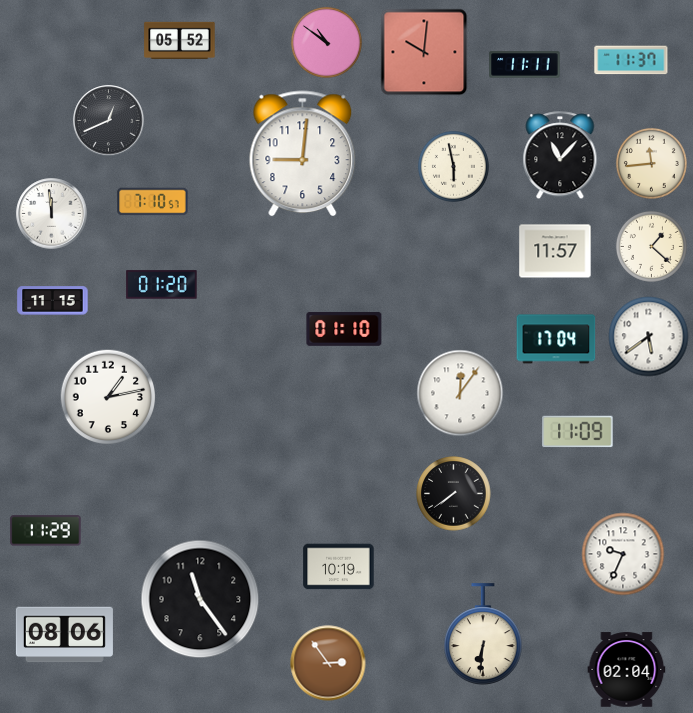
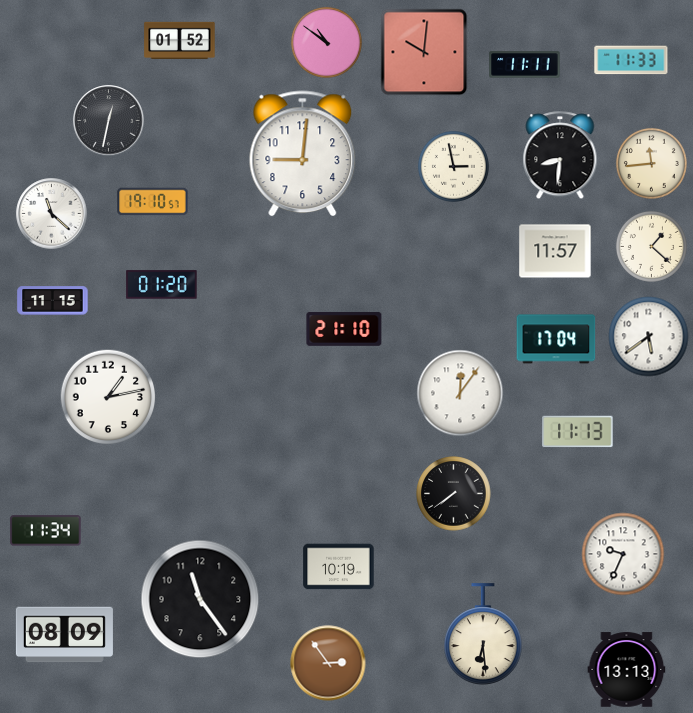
clock at (180, 40): 05:52 -> 01:52
clock at (631, 60): 11:37 -> 11:33
clock at (109, 121): 12:41 -> 12:32
clock at (560, 156): 11:07 -> 8:31
clock at (453, 166): 5:58 -> 2:58
clock at (153, 202): 7:10 -> 19:10
clock at (52, 214): 11:59 -> 11:22
clock at (344, 329): 01:10 -> 21:10
clock at (578, 432): 11:09 -> 11:13
clock at (46, 531): 11:29 -> 11:34
clock at (483, 634): 6:31 -> 6:29
clock at (64, 635): 08:06 -> 08:09
clock at (627, 670): 02:04 -> 13:13
